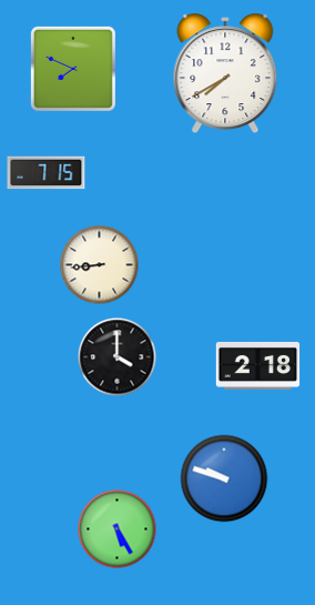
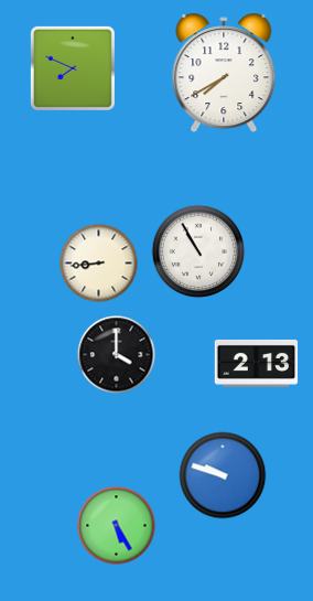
clock at (47, 173): 7:15 -> none
clock at (198, 251): none -> 10:55
clock at (258, 365): 2:18 -> 2:13
